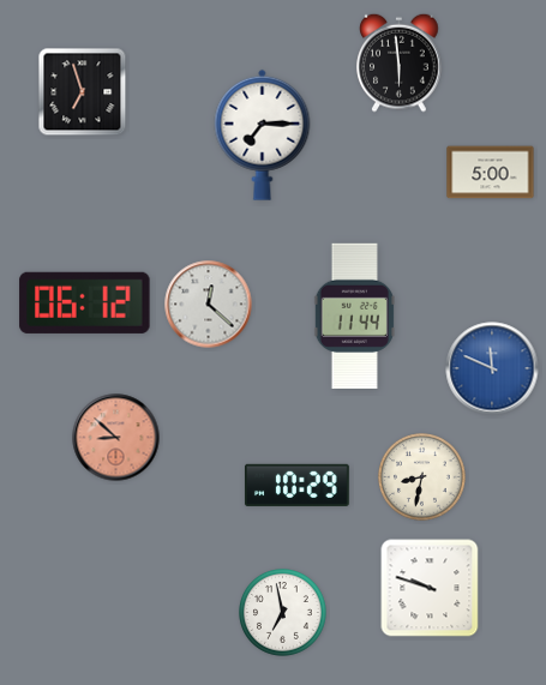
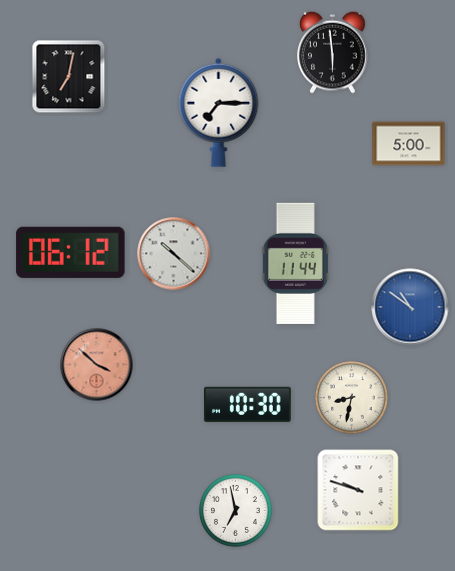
clock at (83, 92): 6:57 -> 7:02
clock at (209, 305): 12:22 -> 10:22
clock at (492, 368): 11:49 -> 10:51
clock at (116, 438): 8:52 -> 3:52
clock at (296, 485): 10:29 -> 10:30
